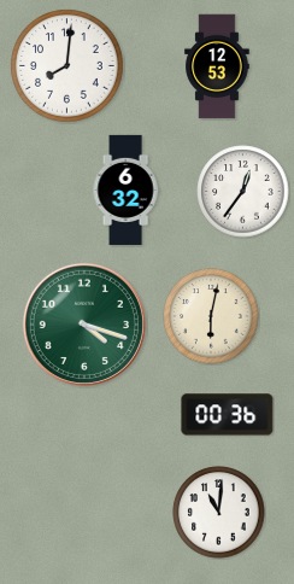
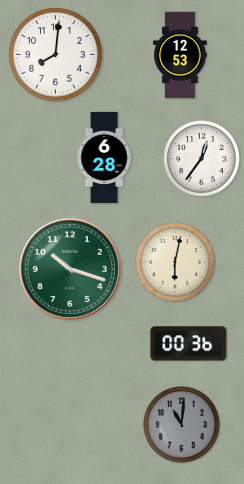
clock at (125, 189): 6:32 -> 6:28
clock at (84, 325): 4:18 -> 10:18
clock at (219, 513) dial: white -> grey
